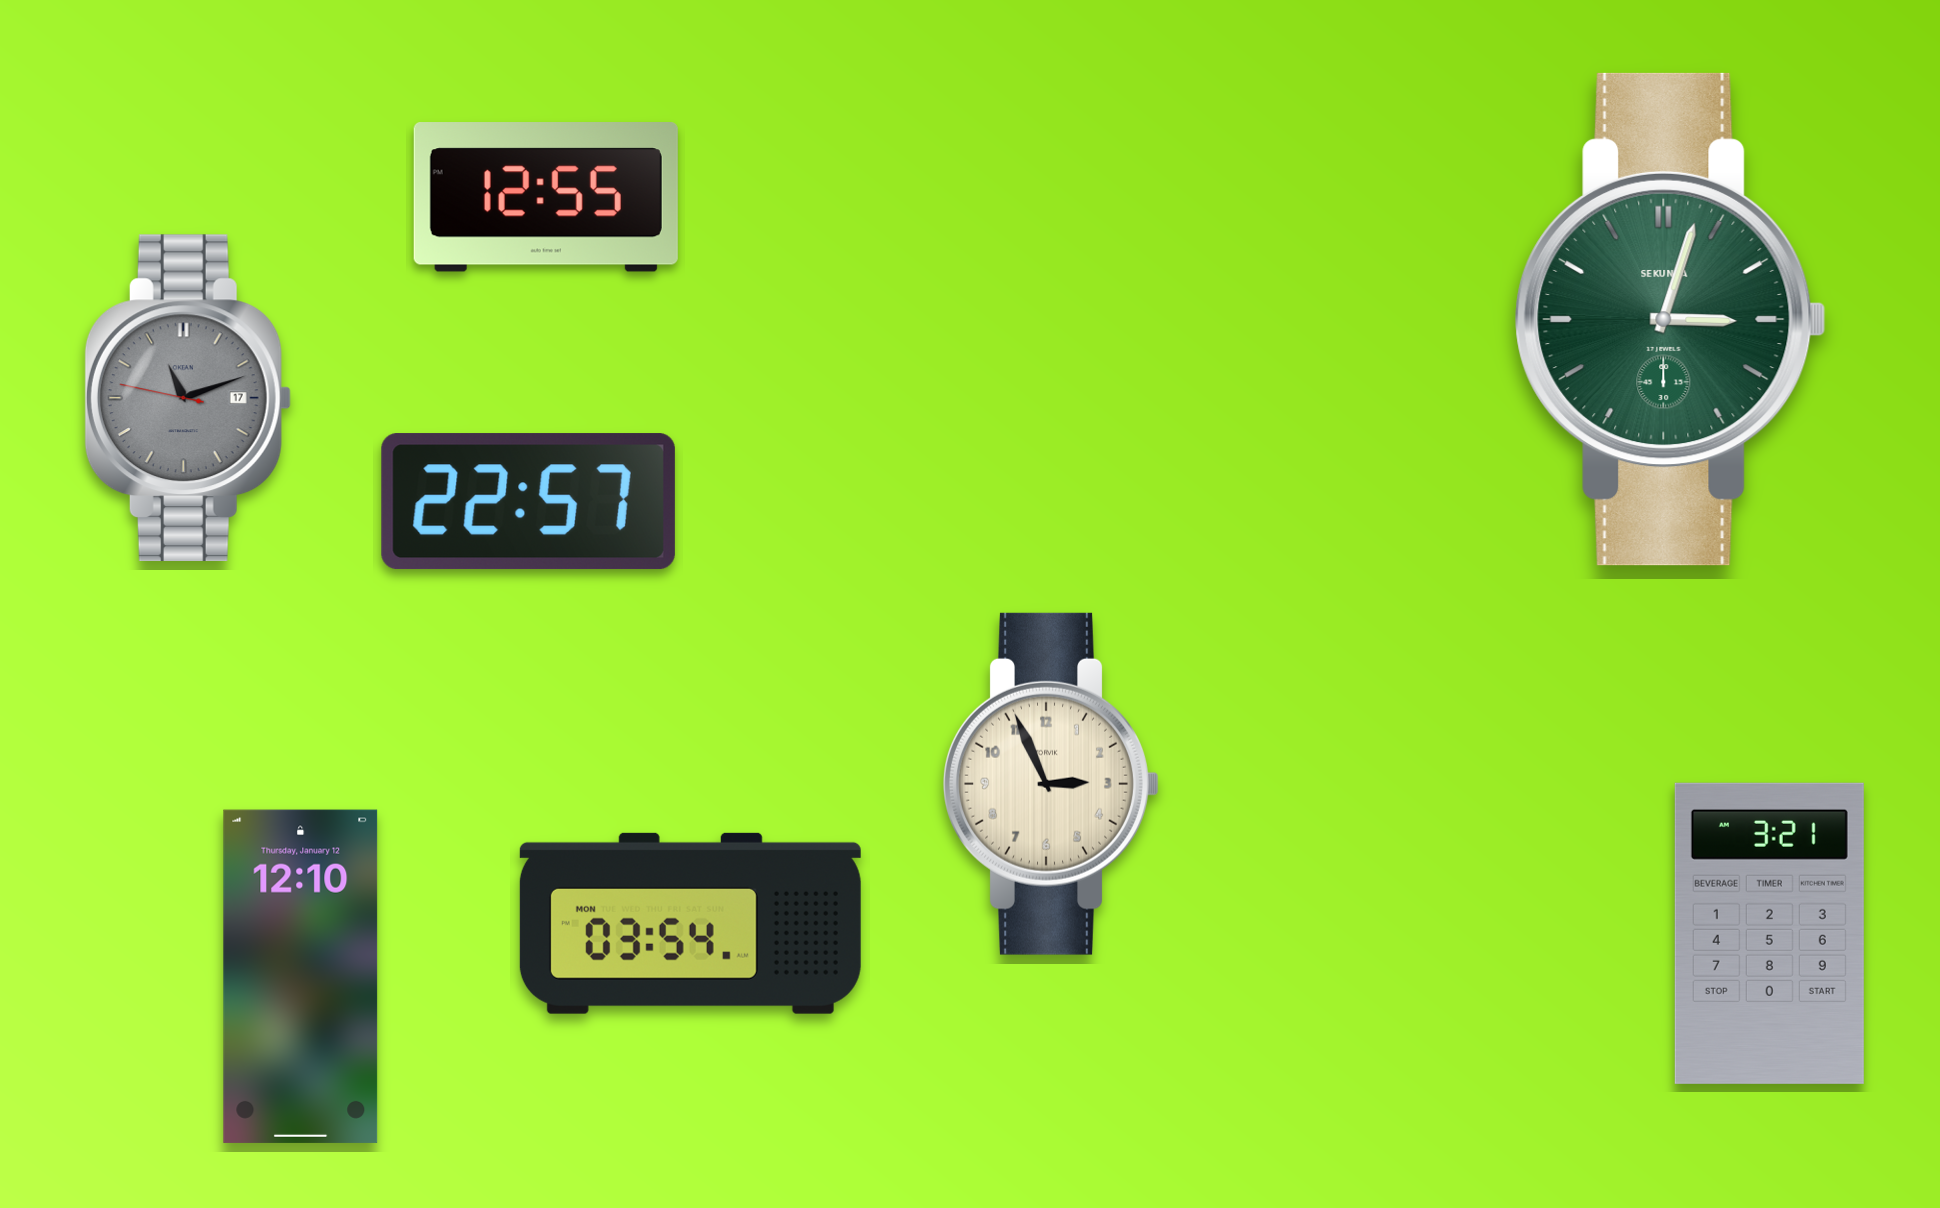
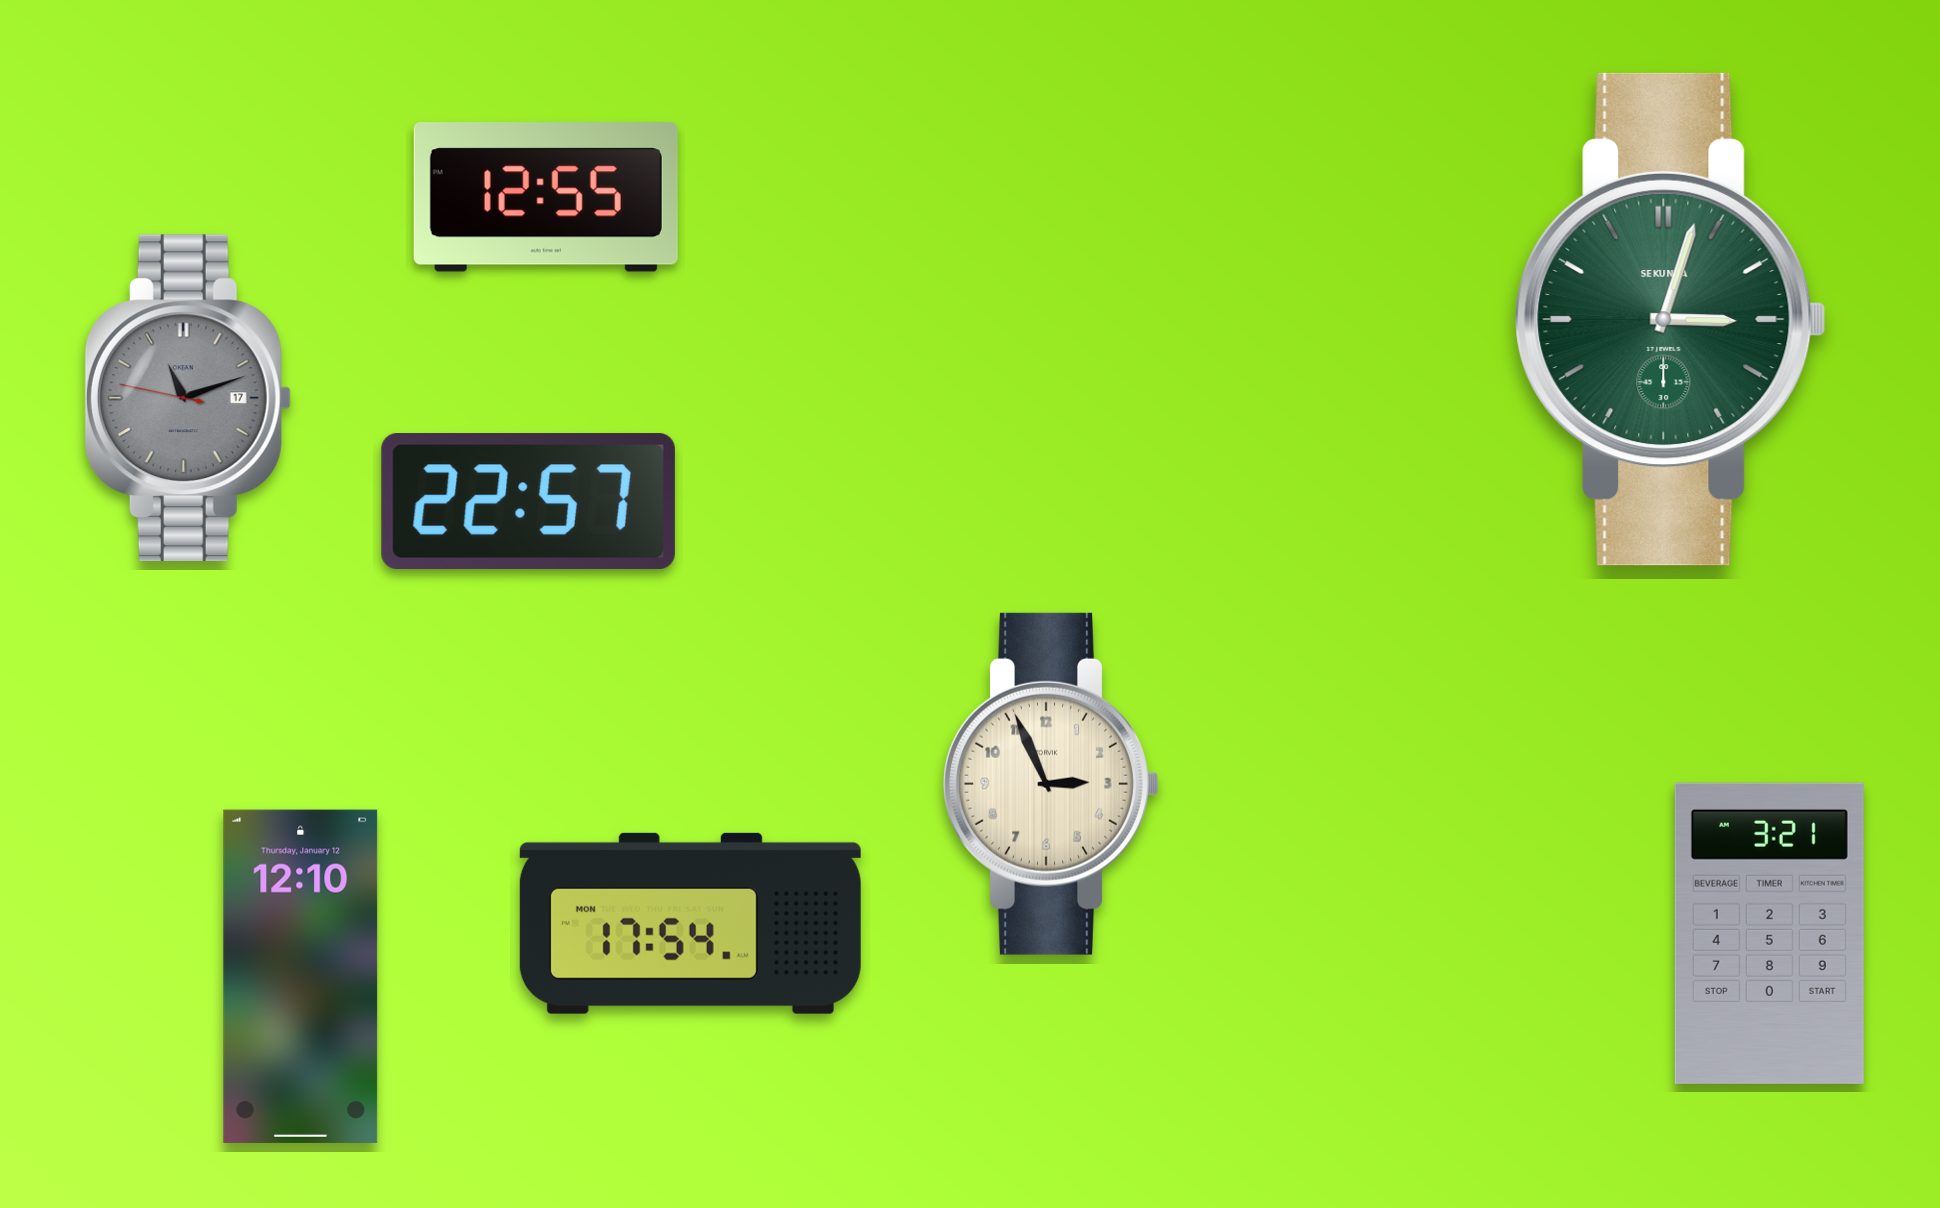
clock at (690, 923): 03:54 -> 17:54
